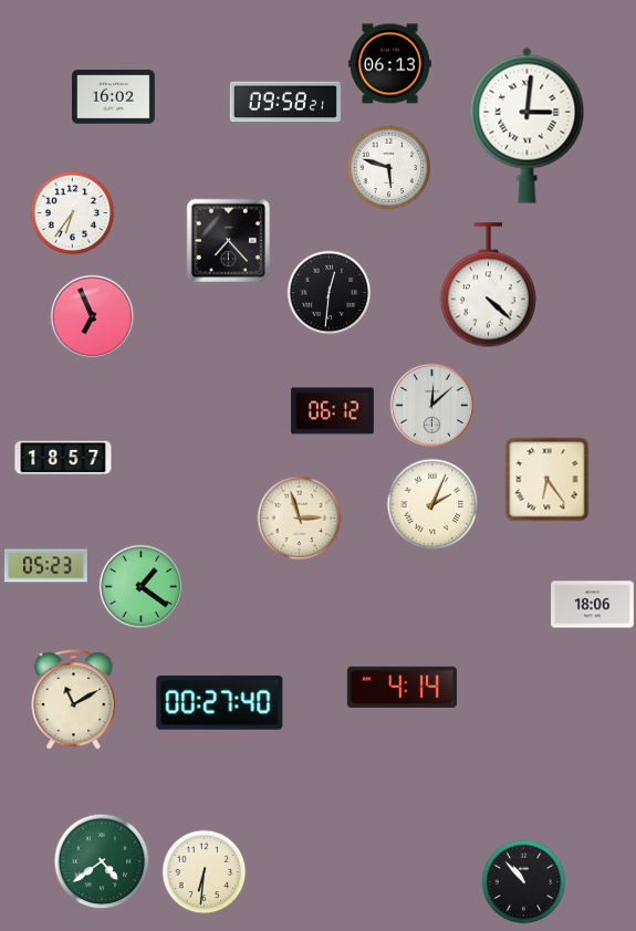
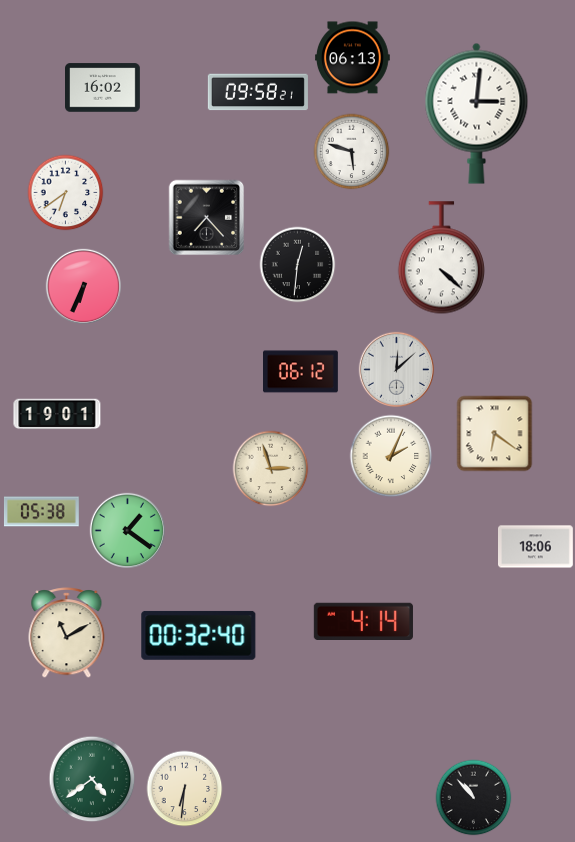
clock at (73, 213): 6:36 -> 6:39
clock at (92, 316): 6:56 -> 6:34
clock at (431, 405) position: (431, 405) -> (396, 369)
clock at (63, 458): 18:57 -> 19:01
clock at (548, 480): 6:24 -> 6:21
clock at (46, 566): 05:23 -> 05:38
clock at (220, 702): 00:27 -> 00:32
